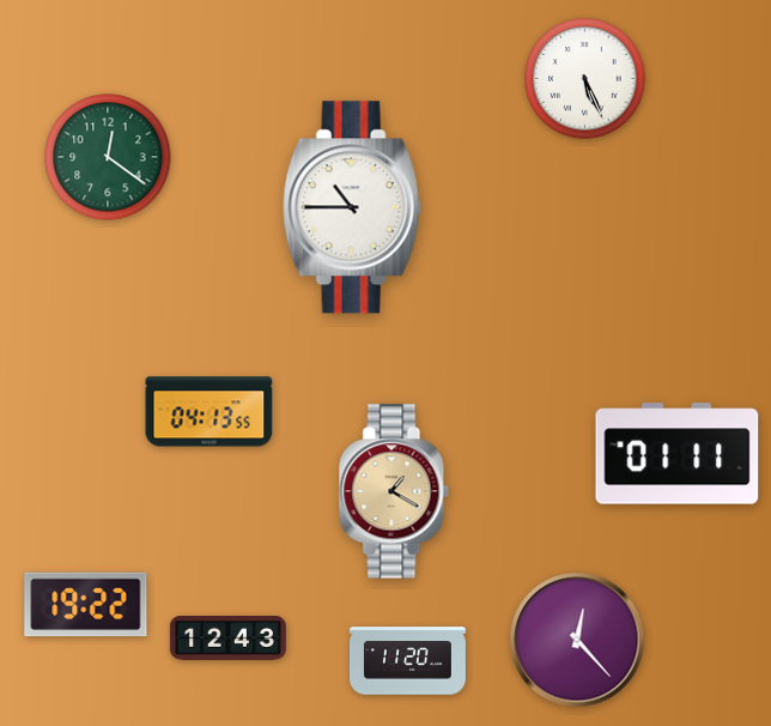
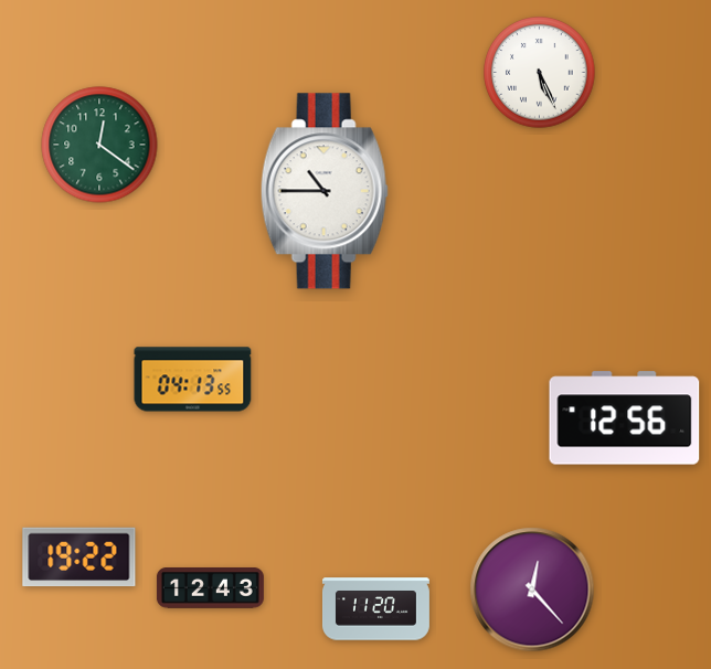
clock at (678, 454): 01:11 -> 12:56
clock at (394, 491): 1:20 -> none
